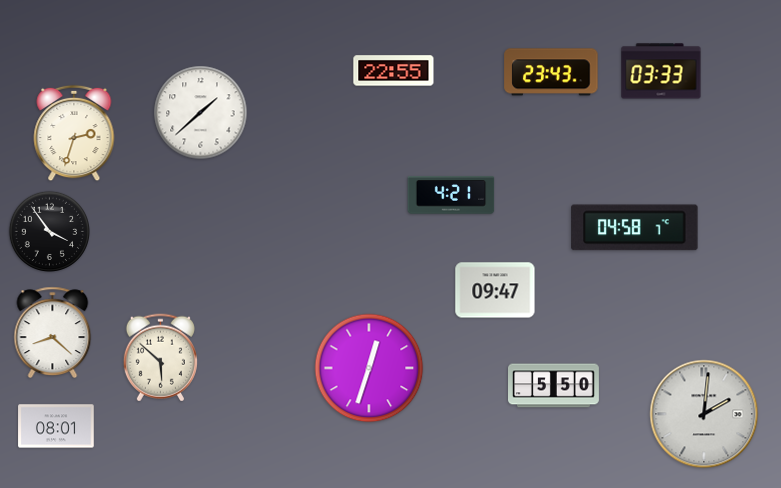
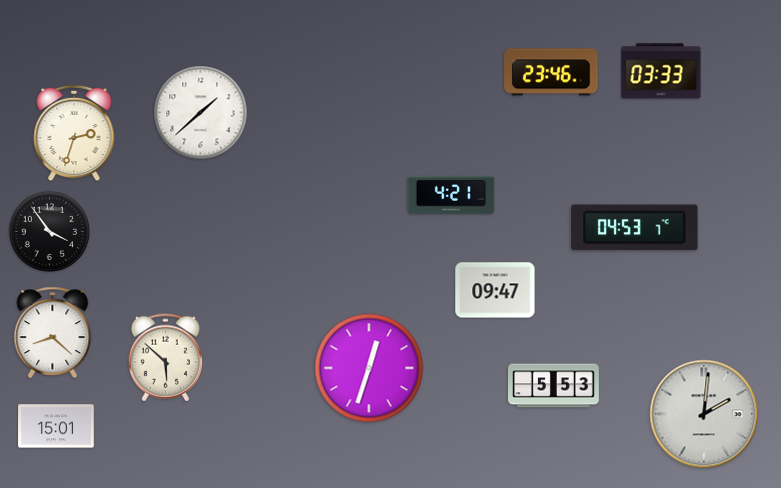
clock at (394, 71): 22:55 -> none
clock at (551, 72): 23:43 -> 23:46
clock at (635, 228): 04:58 -> 04:53
clock at (160, 358) position: (160, 358) -> (165, 358)
clock at (554, 386): 5:50 -> 5:53
clock at (56, 426): 08:01 -> 15:01
